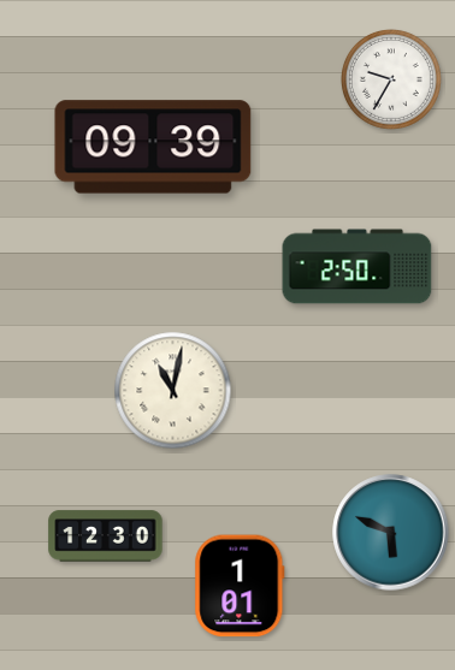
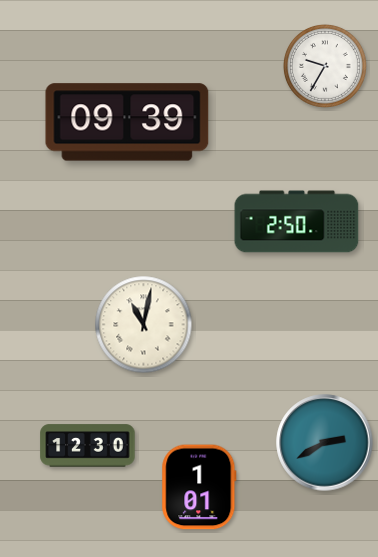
clock at (391, 533): 5:49 -> 2:40
